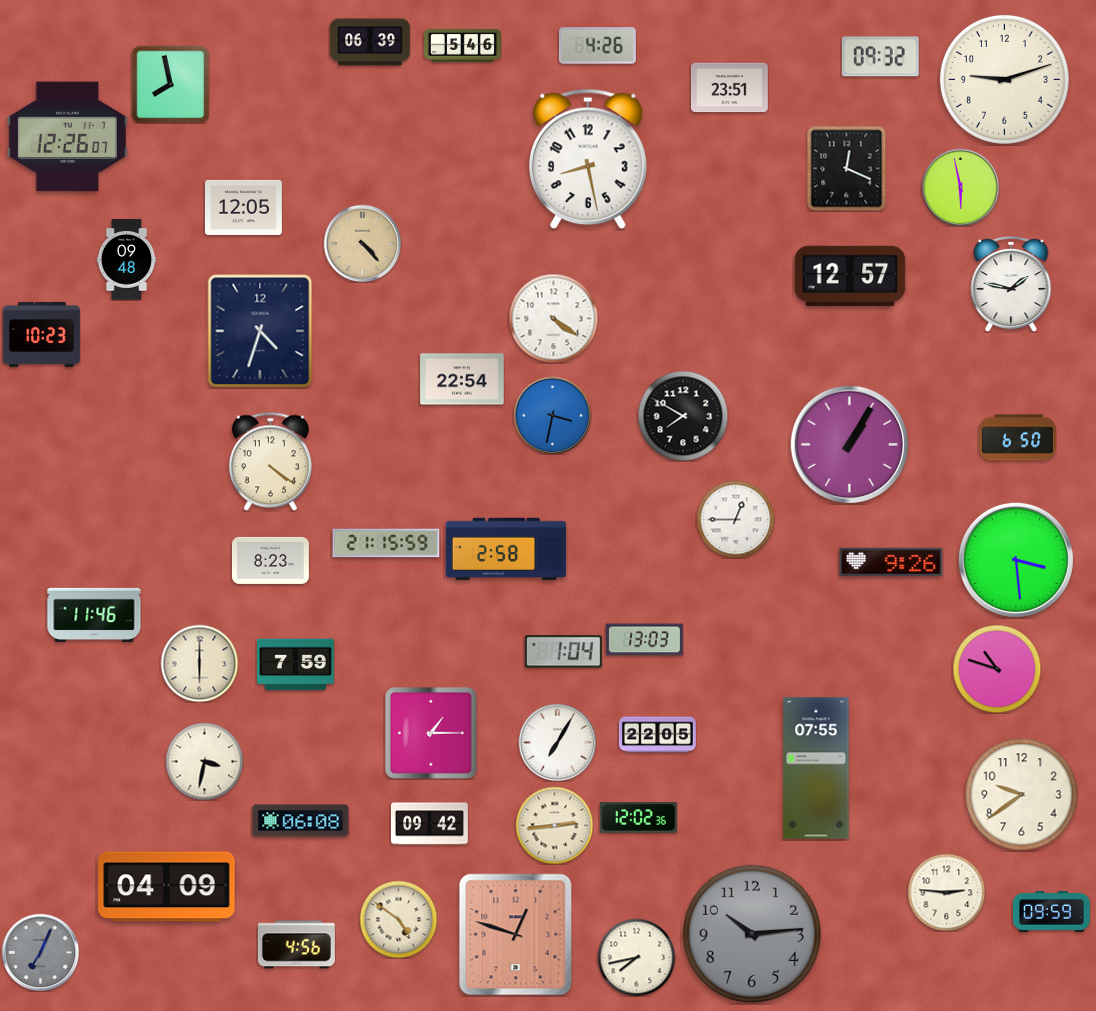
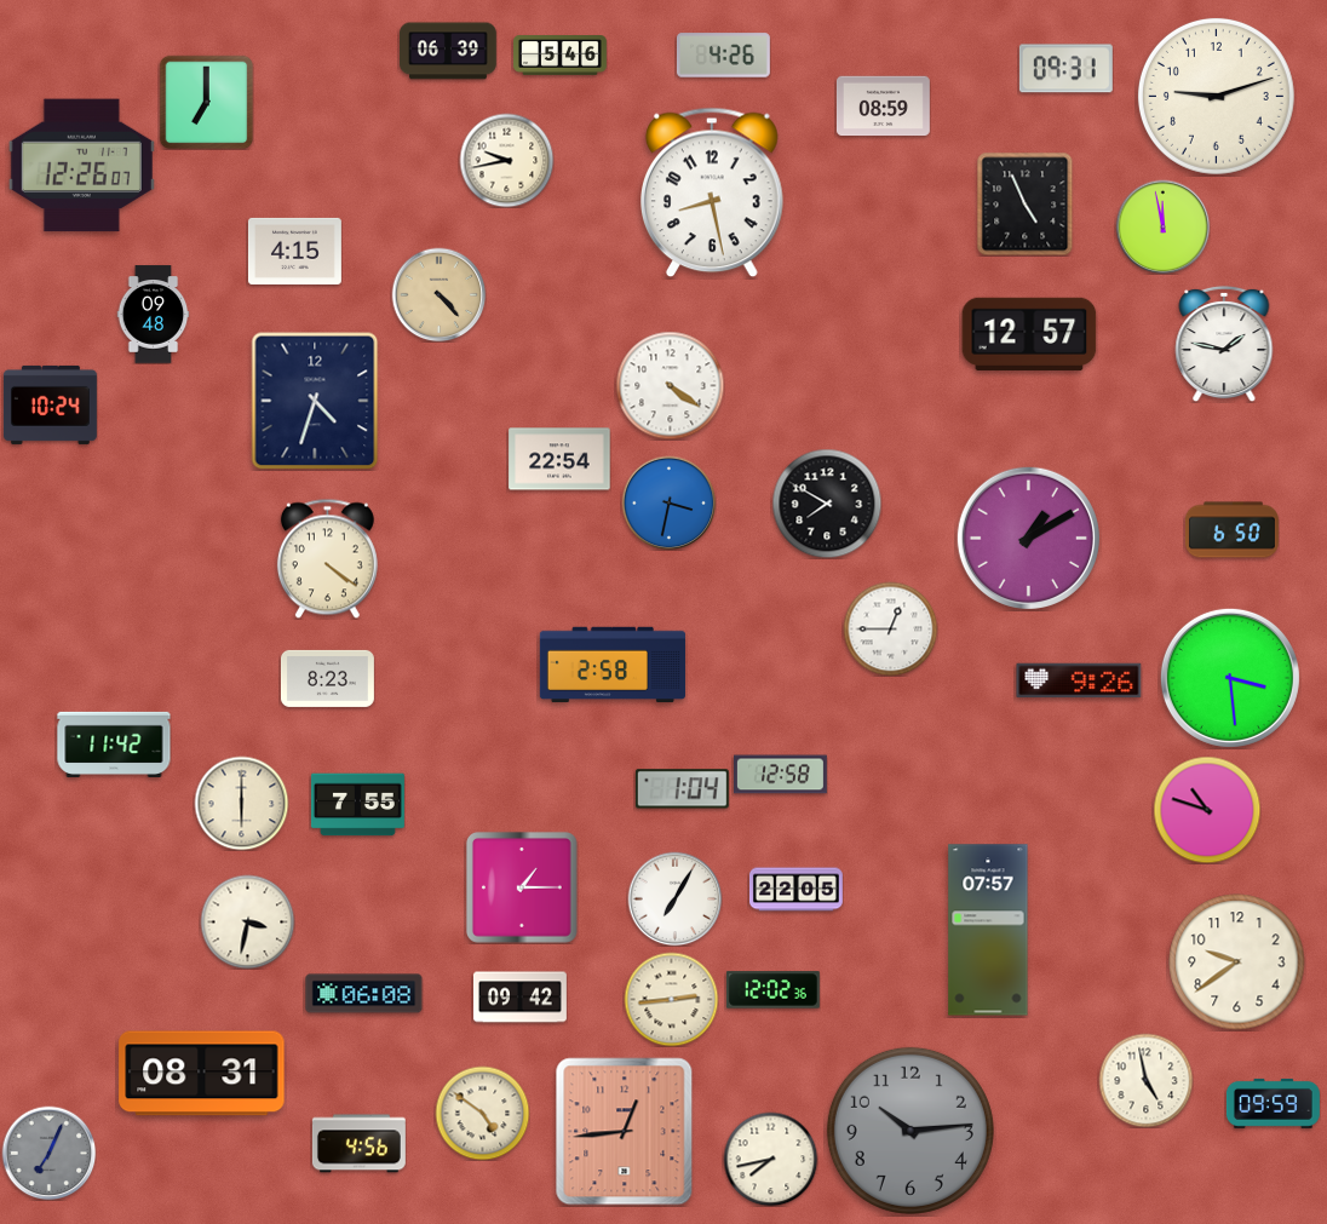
clock at (880, 57): 09:32 -> 09:31
clock at (170, 84): 7:58 -> 7:00
clock at (729, 88): 23:51 -> 08:59
clock at (506, 160): none -> 9:43
clock at (847, 168): 12:19 -> 4:56
clock at (960, 187): 5:58 -> 11:58
clock at (243, 207): 12:05 -> 4:15
clock at (41, 334): 10:23 -> 10:24
clock at (849, 444): 1:05 -> 1:10
clock at (386, 543): 21:15 -> none
clock at (94, 615): 11:46 -> 11:42
clock at (644, 640): 13:03 -> 12:58
clock at (295, 665): 7:59 -> 7:55
clock at (816, 768): 07:55 -> 07:57
clock at (167, 887): 04:09 -> 08:31
clock at (946, 892): 2:46 -> 4:58
clock at (516, 935): 12:48 -> 12:44
